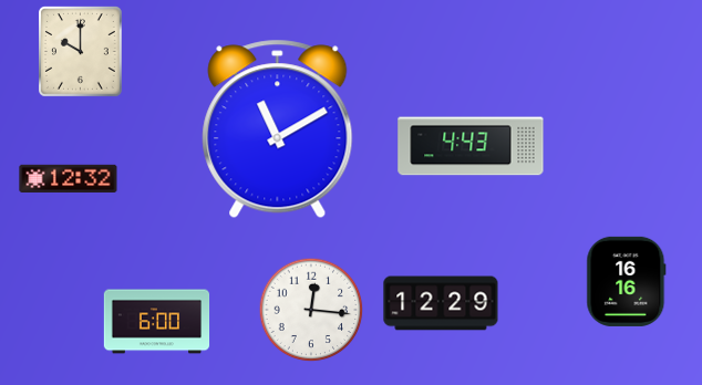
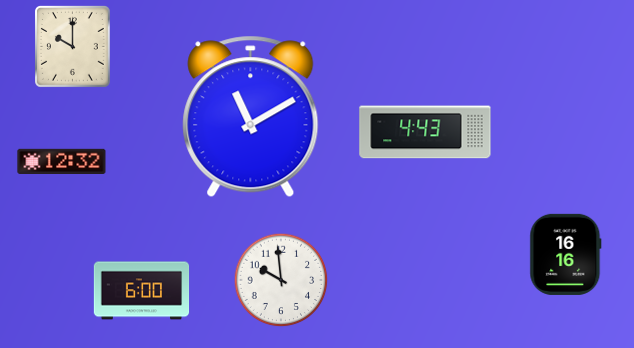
clock at (441, 303): 12:29 -> none
clock at (311, 310): 12:16 -> 9:59
